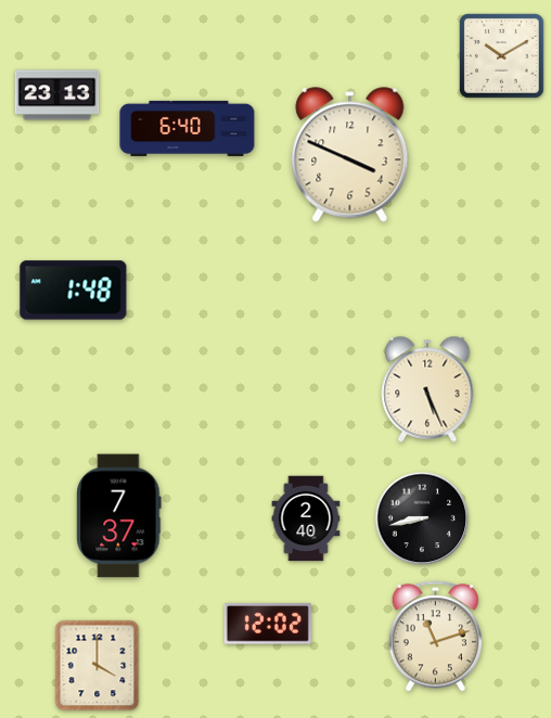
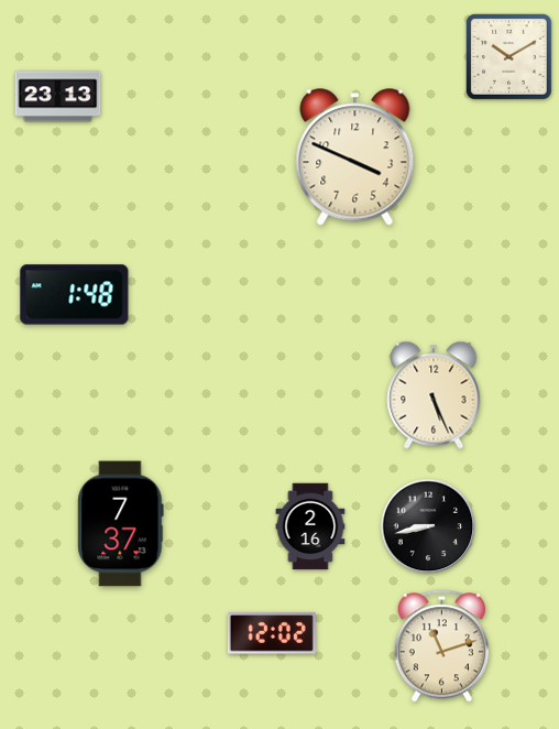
clock at (188, 128): 6:40 -> none
clock at (306, 518): 2:40 -> 2:16
clock at (98, 666): 4:00 -> none
